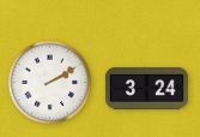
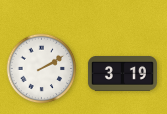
clock at (146, 88): 3:24 -> 3:19
